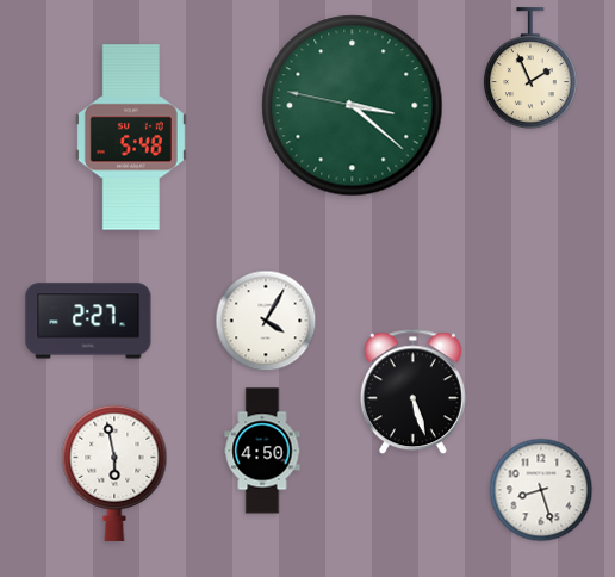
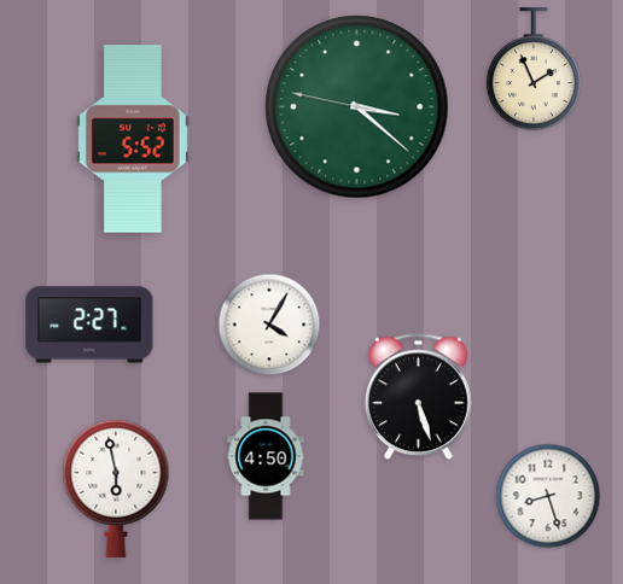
clock at (530, 68) position: (530, 68) -> (534, 69)
clock at (131, 137): 5:48 -> 5:52
clock at (114, 473) position: (114, 473) -> (116, 489)
